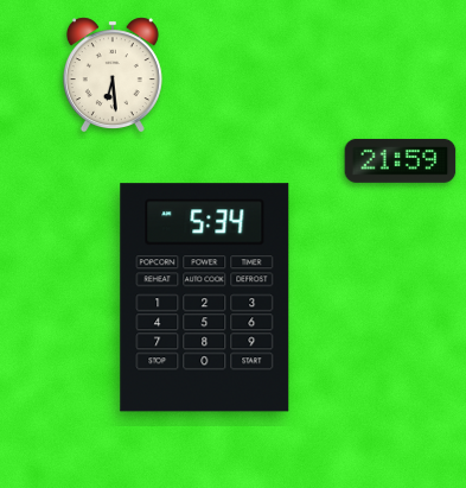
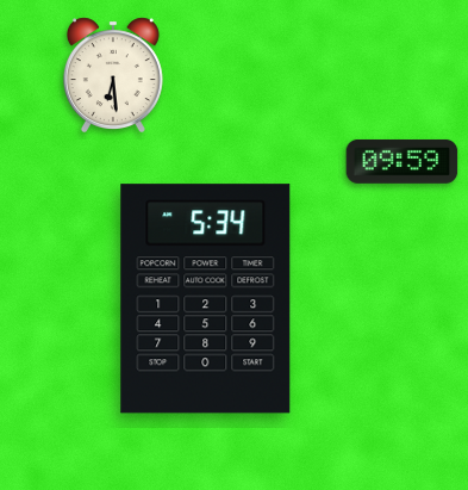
clock at (401, 160): 21:59 -> 09:59
